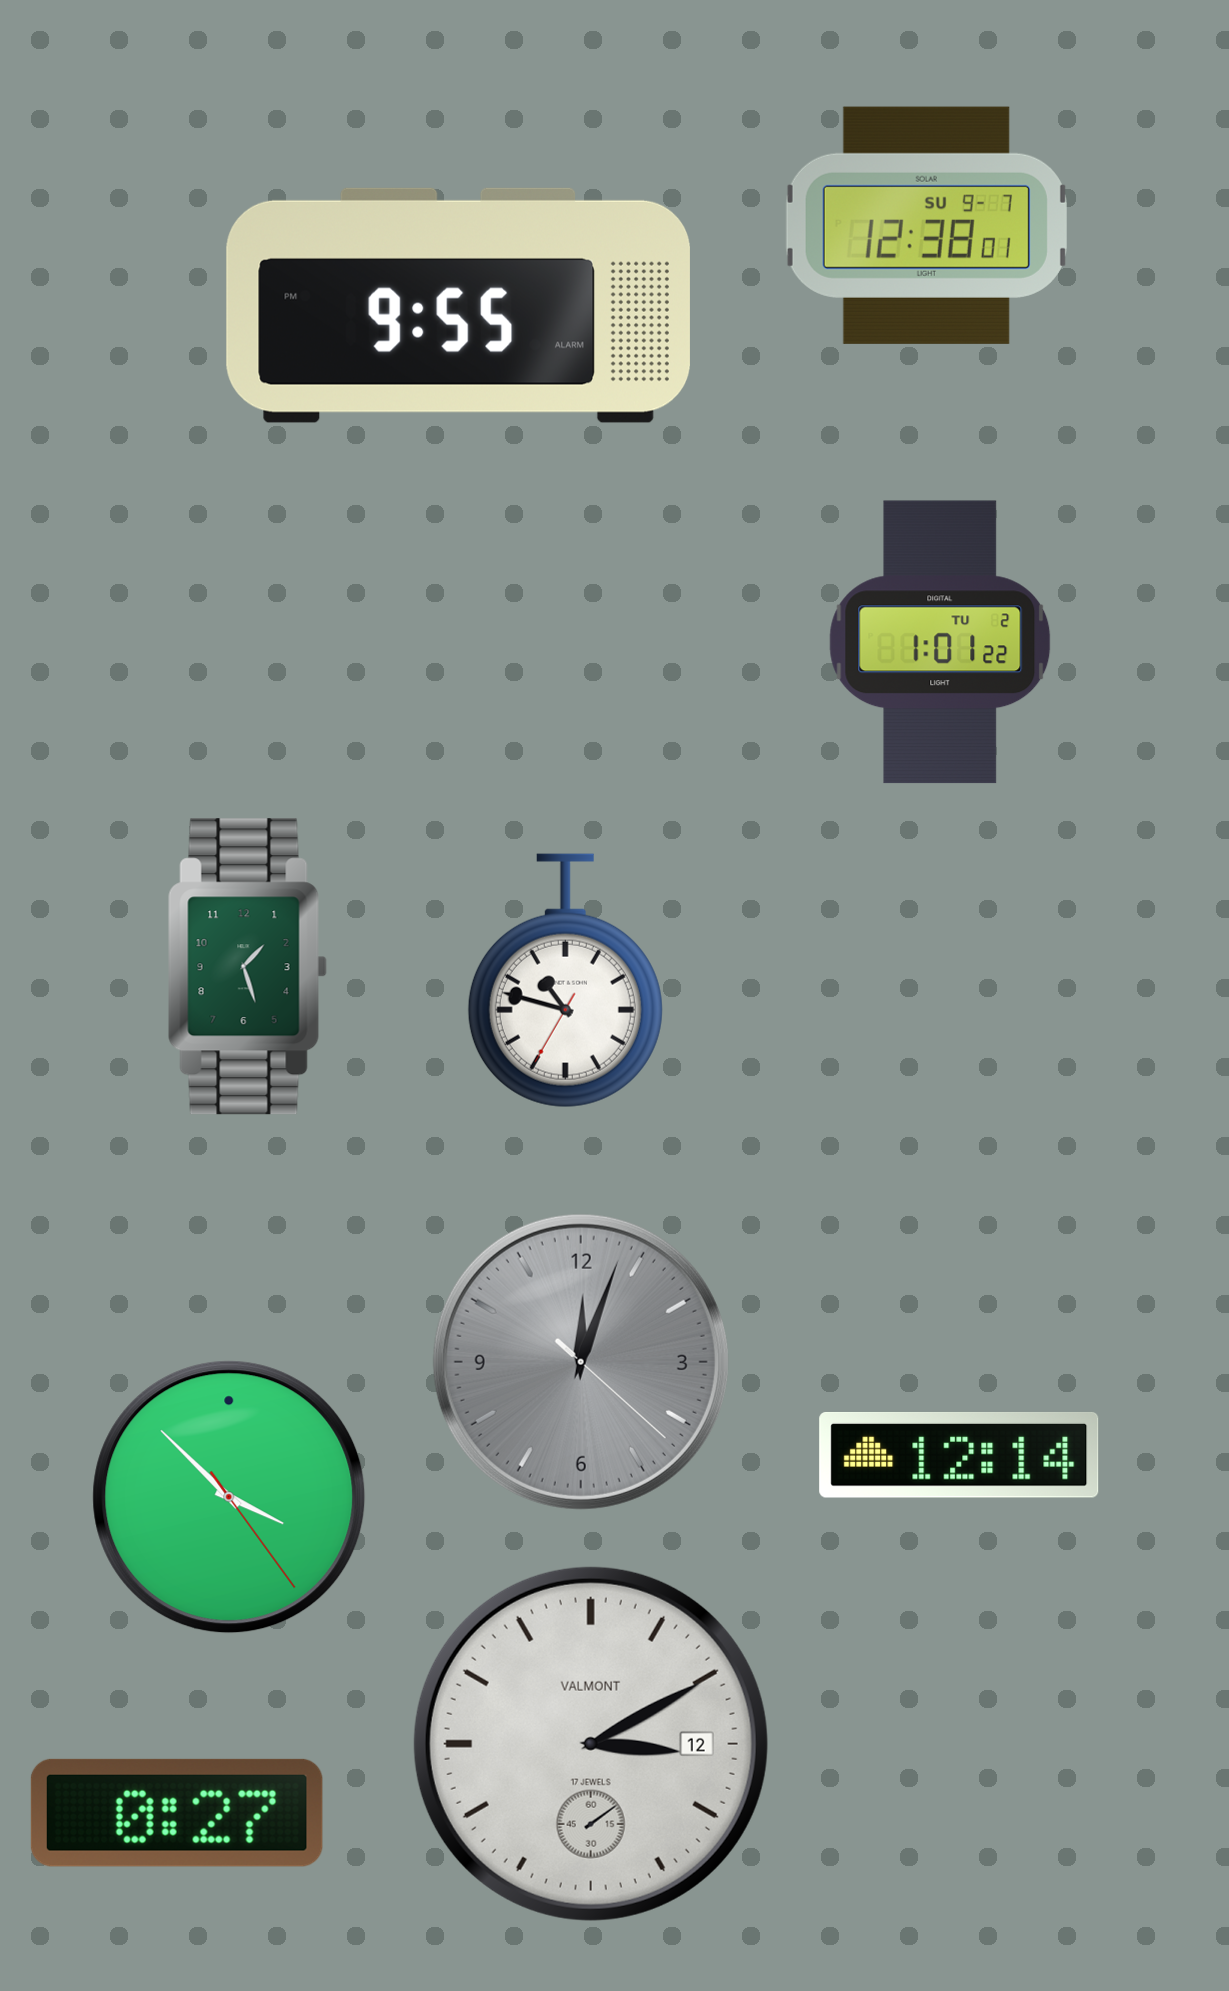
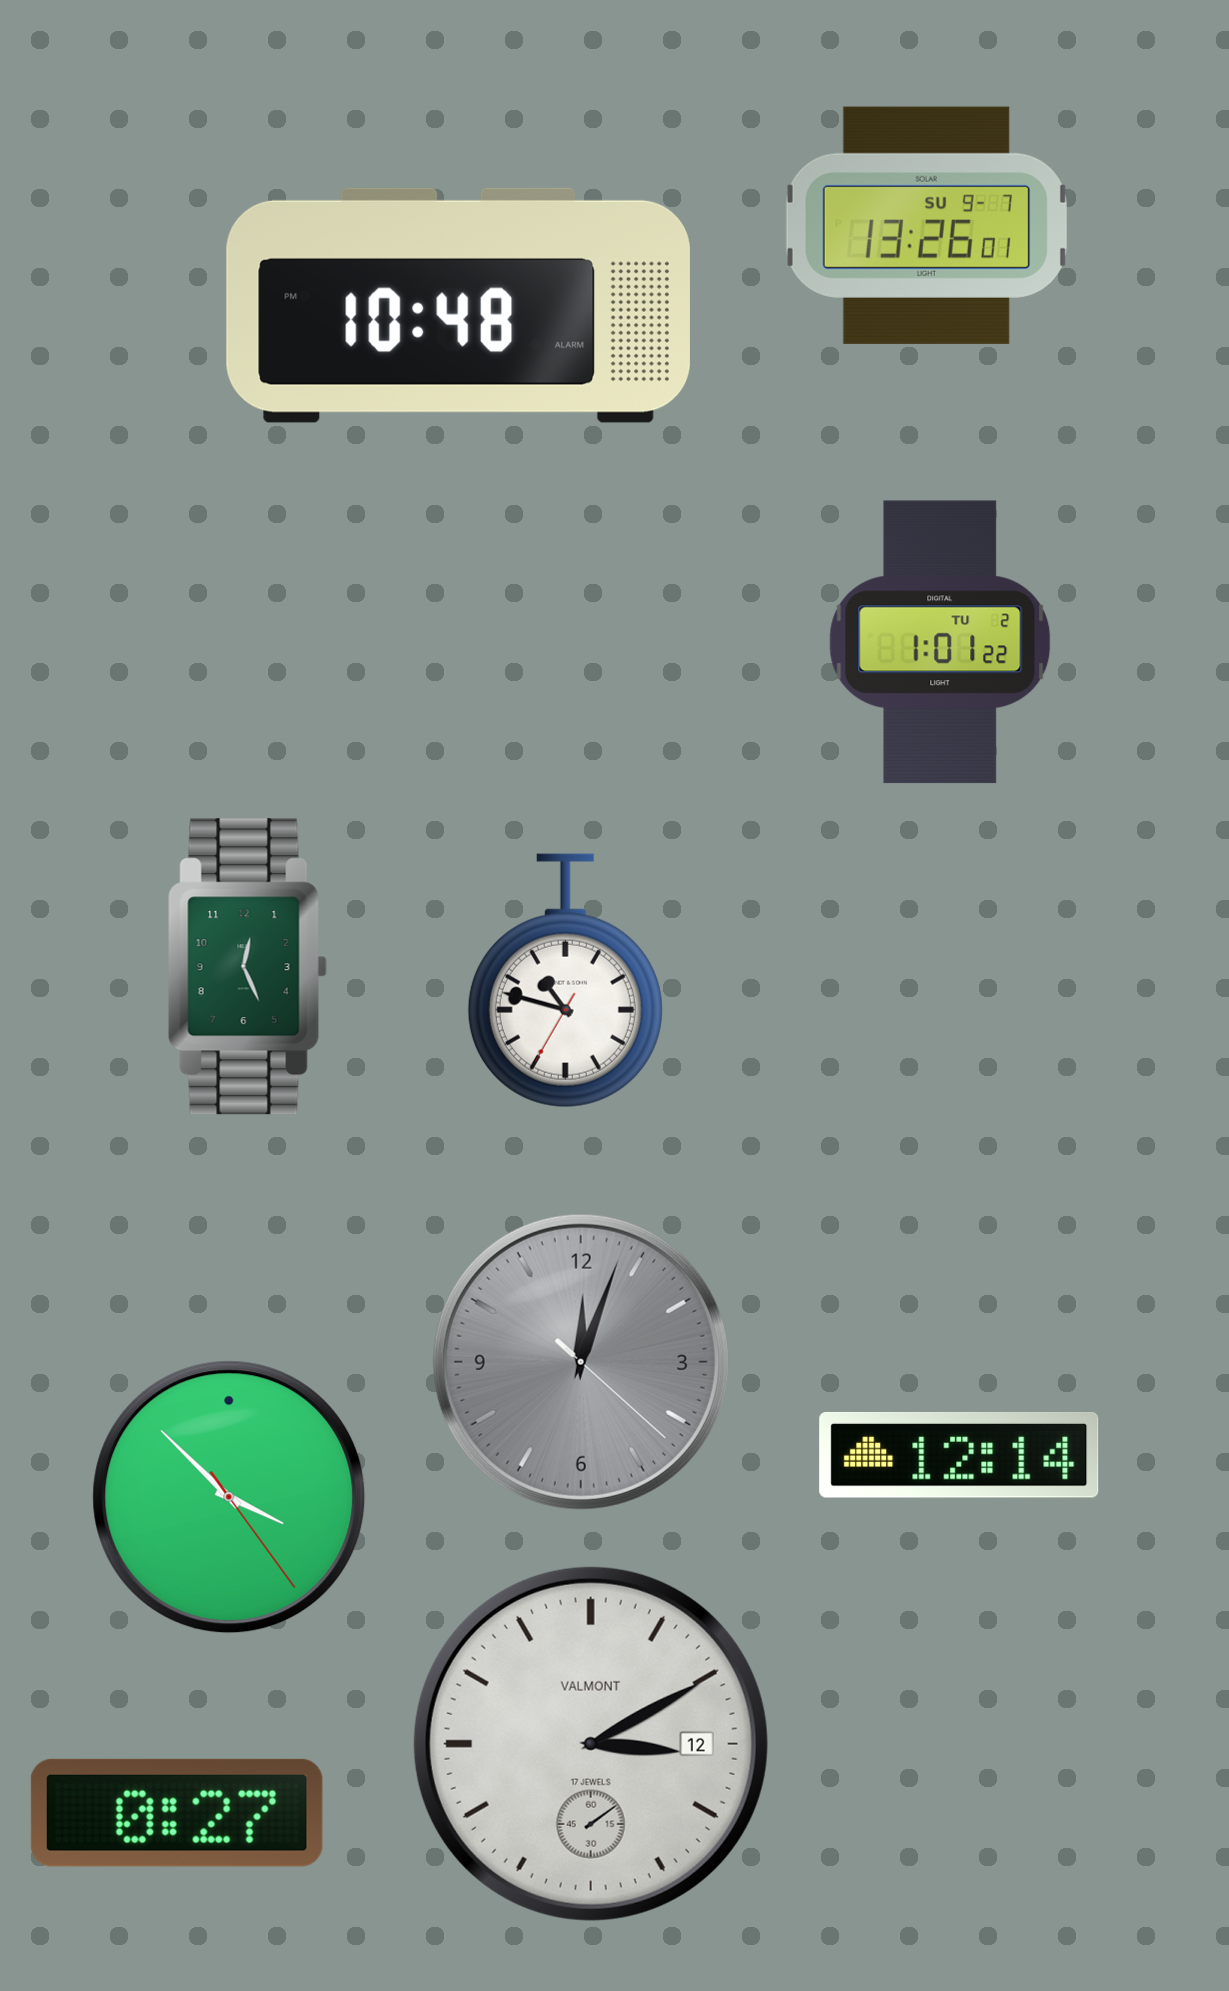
clock at (926, 225): 12:38 -> 13:26
clock at (458, 305): 9:55 -> 10:48
clock at (247, 967): 1:27 -> 12:26
